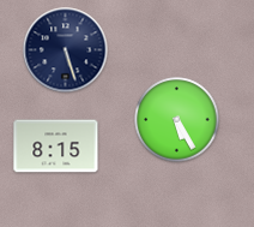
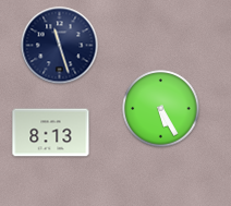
clock at (66, 50): 5:27 -> 11:27
clock at (56, 147): 8:15 -> 8:13
